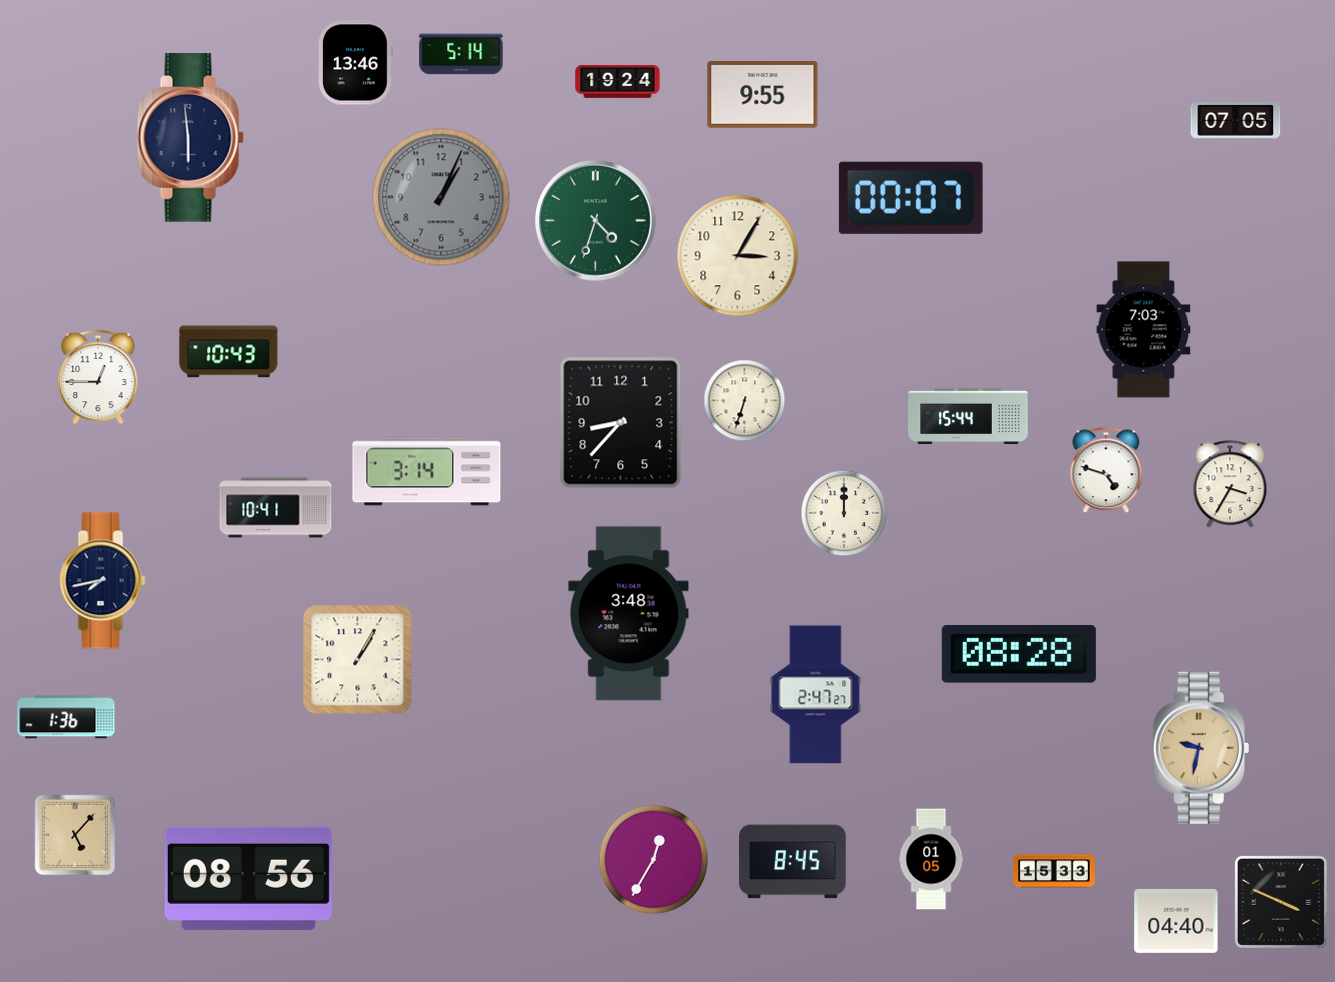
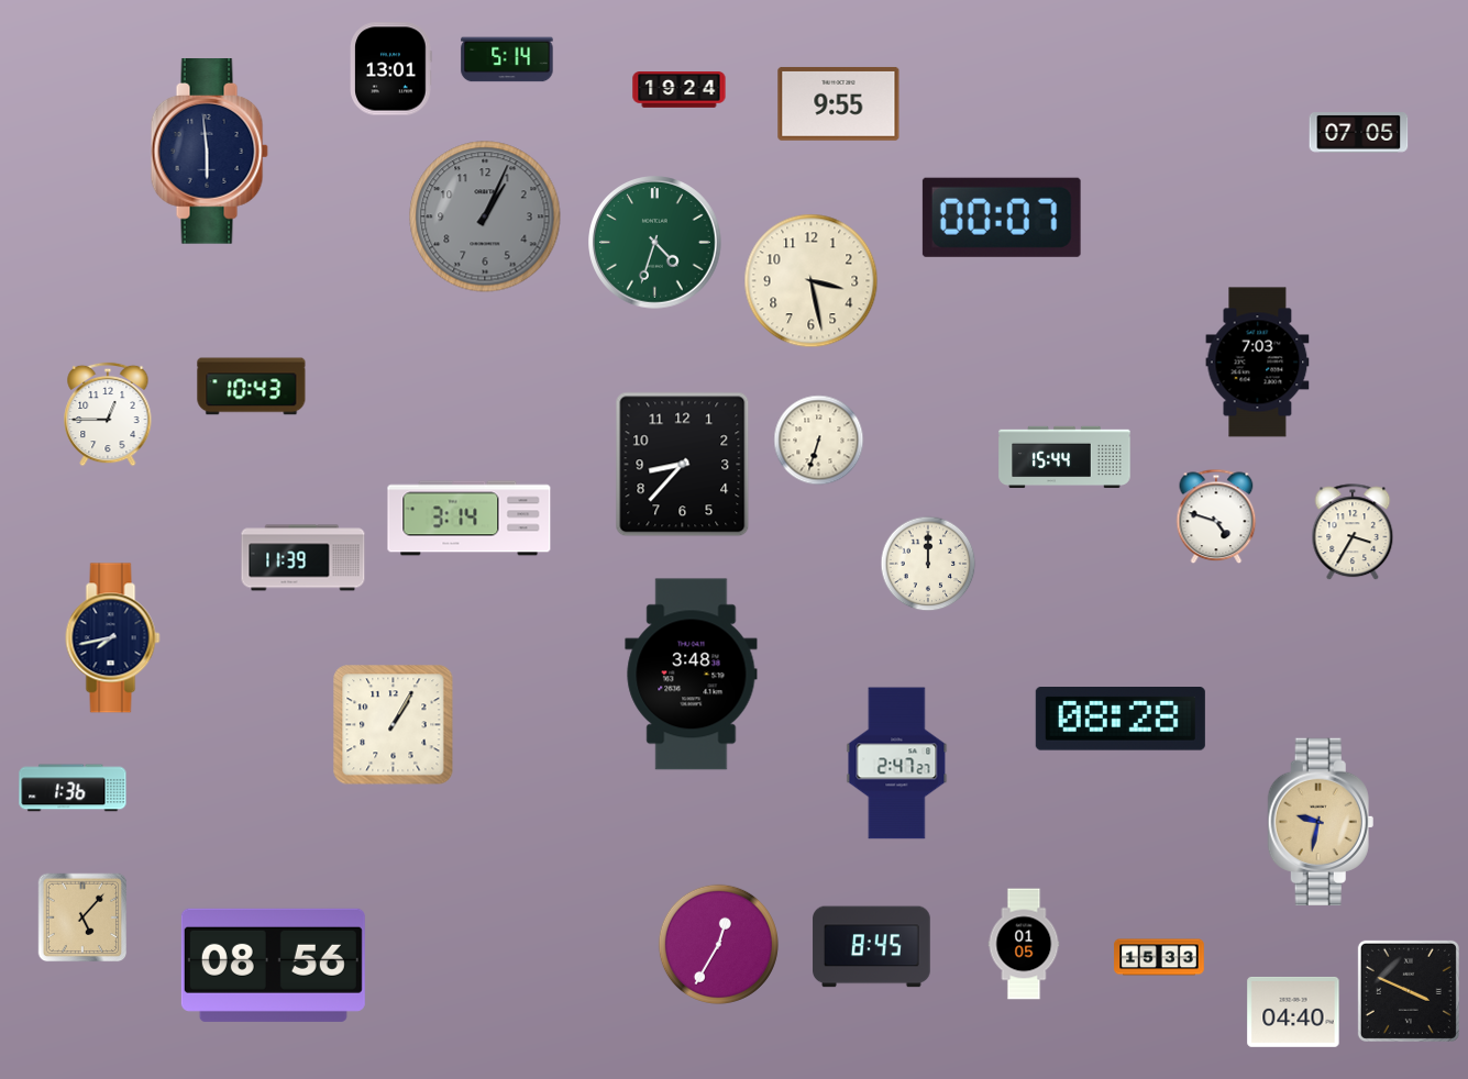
clock at (356, 63): 13:46 -> 13:01
clock at (738, 256): 3:05 -> 3:28
clock at (276, 508): 10:41 -> 11:39
